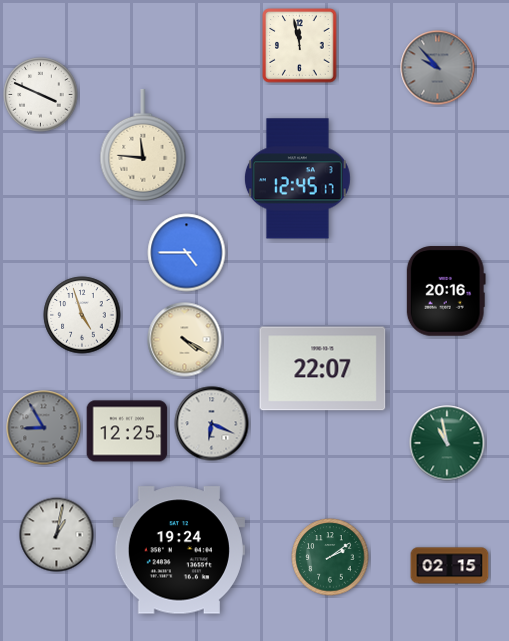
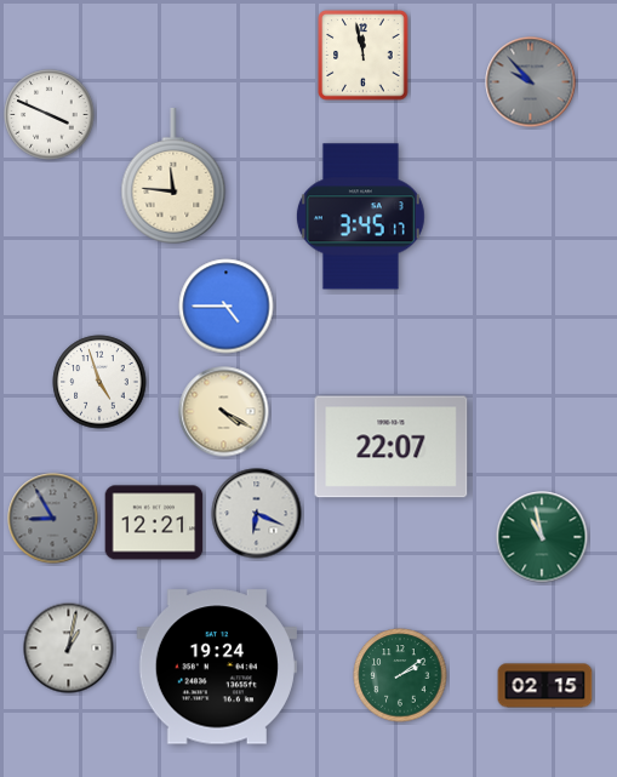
clock at (297, 179): 12:45 -> 3:45
clock at (446, 291): 20:16 -> none
clock at (127, 431): 12:25 -> 12:21
